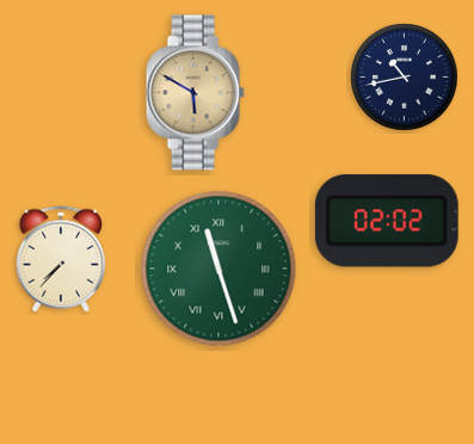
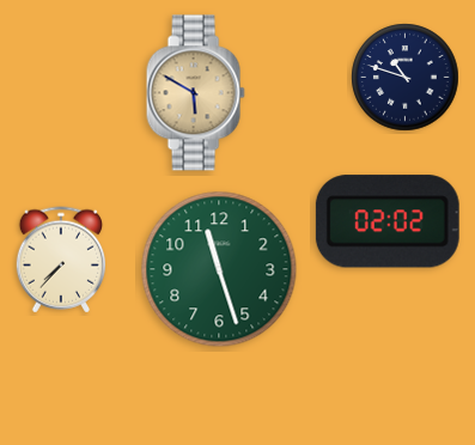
clock at (405, 78): 10:43 -> 10:48
clock at (218, 269) numerals: Roman -> Arabic
